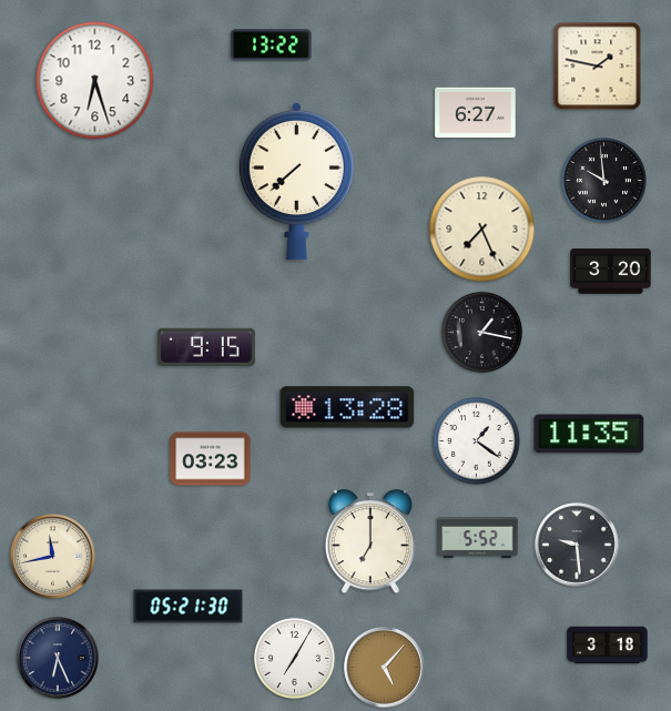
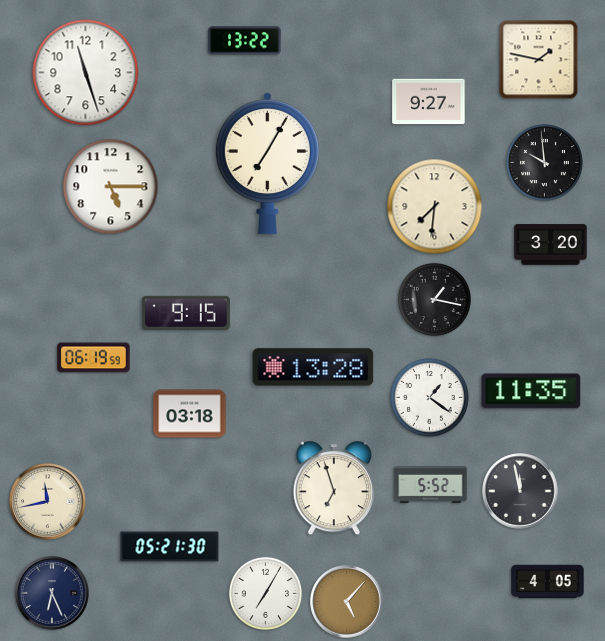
clock at (95, 81): 6:27 -> 11:27
clock at (476, 113): 6:27 -> 9:27
clock at (296, 181): 7:38 -> 7:05
clock at (111, 187): none -> 5:15
clock at (482, 230): 7:26 -> 7:31
clock at (94, 358): none -> 06:19
clock at (211, 459): 03:23 -> 03:18
clock at (369, 542): 7:00 -> 6:57
clock at (577, 545): 9:29 -> 11:58
clock at (608, 646): 3:18 -> 4:05
